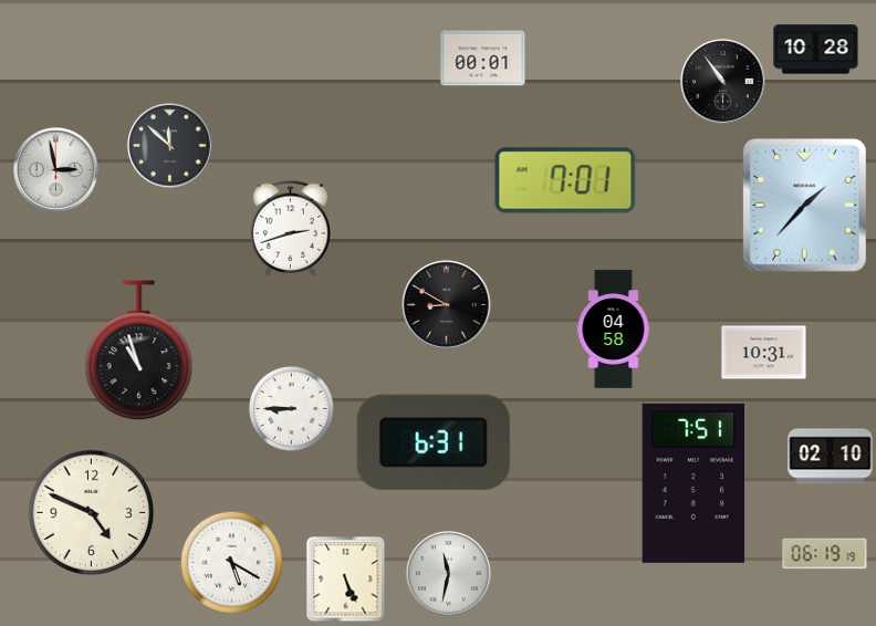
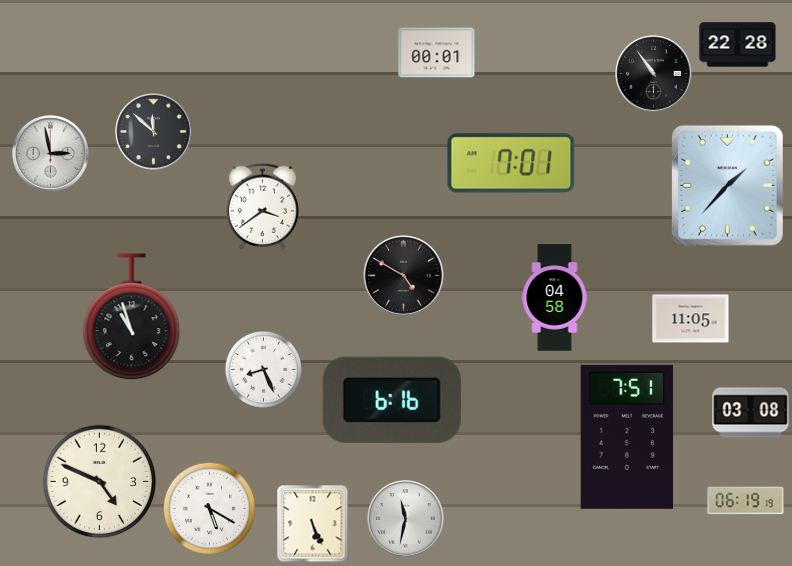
clock at (816, 50): 10:28 -> 22:28
clock at (290, 228): 2:42 -> 3:39
clock at (447, 305): 8:50 -> 4:50
clock at (139, 351) position: (139, 351) -> (132, 317)
clock at (764, 353): 10:31 -> 11:05
clock at (291, 408): 8:45 -> 8:26
clock at (434, 442): 6:31 -> 6:16
clock at (831, 457): 02:10 -> 03:08
clock at (92, 513) position: (92, 513) -> (100, 482)
